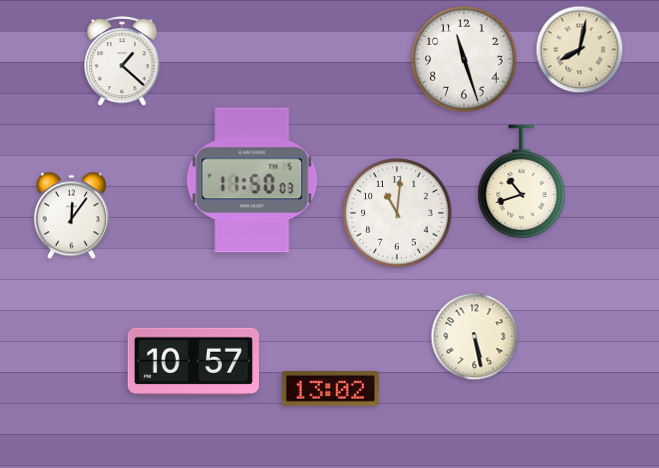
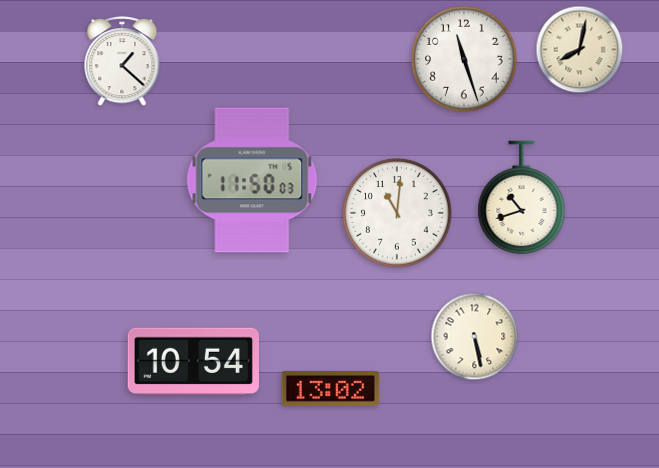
clock at (522, 182) position: (522, 182) -> (522, 198)
clock at (71, 216): 12:06 -> none
clock at (193, 361): 10:57 -> 10:54
